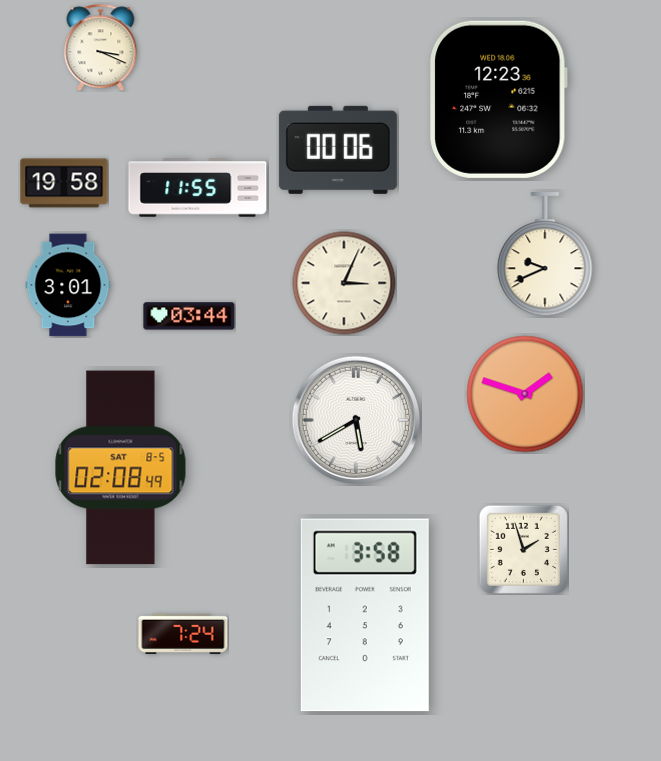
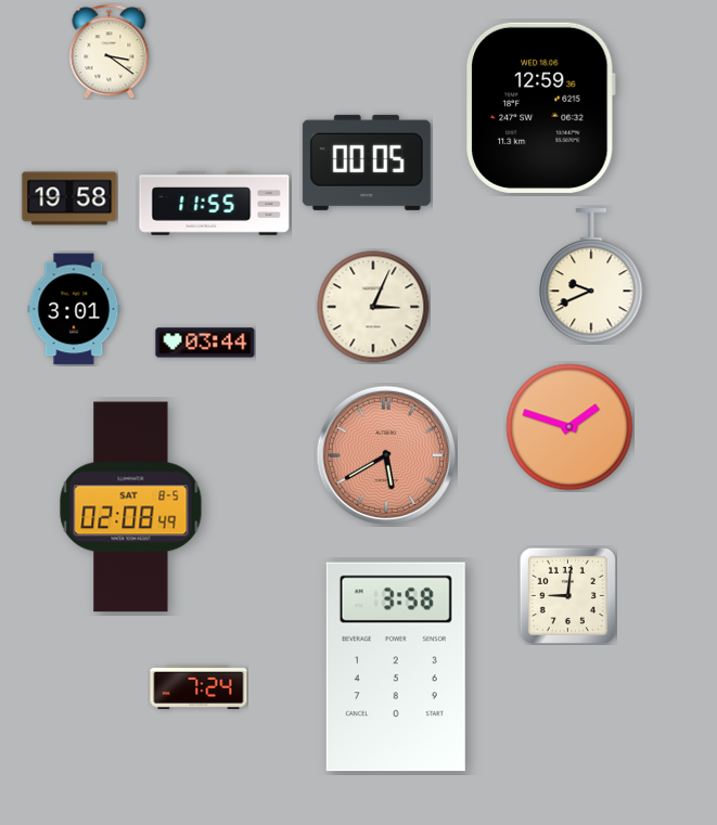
clock at (101, 47): 3:19 -> 3:21
clock at (499, 99): 12:23 -> 12:59
clock at (338, 150): 00:06 -> 00:05
clock at (355, 419) dial: white -> salmon
clock at (523, 549): 1:57 -> 9:01
